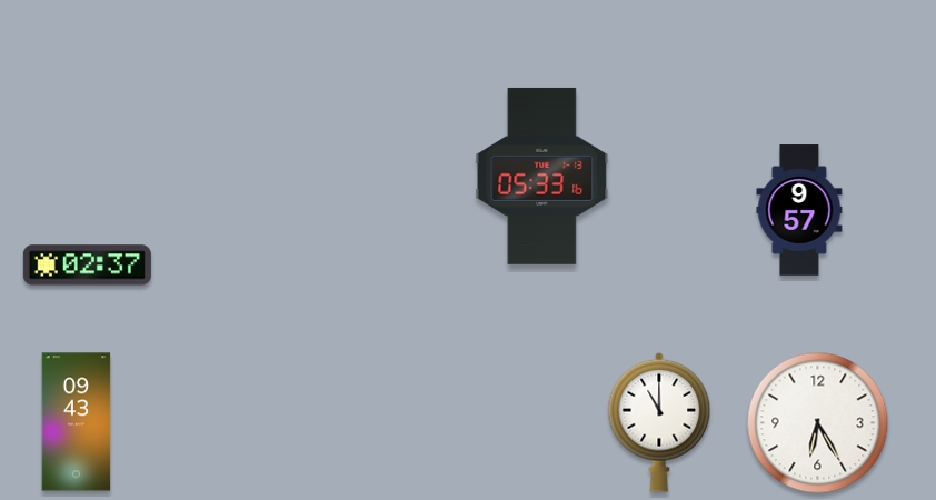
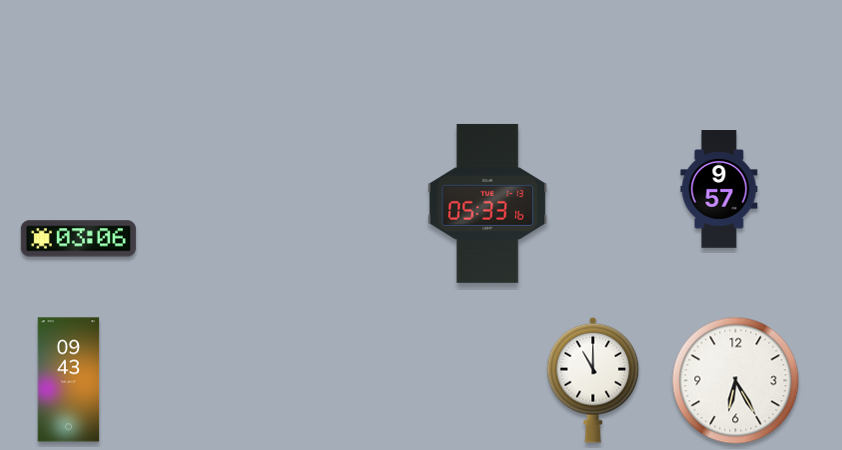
clock at (542, 176) position: (542, 176) -> (488, 203)
clock at (87, 266): 02:37 -> 03:06
